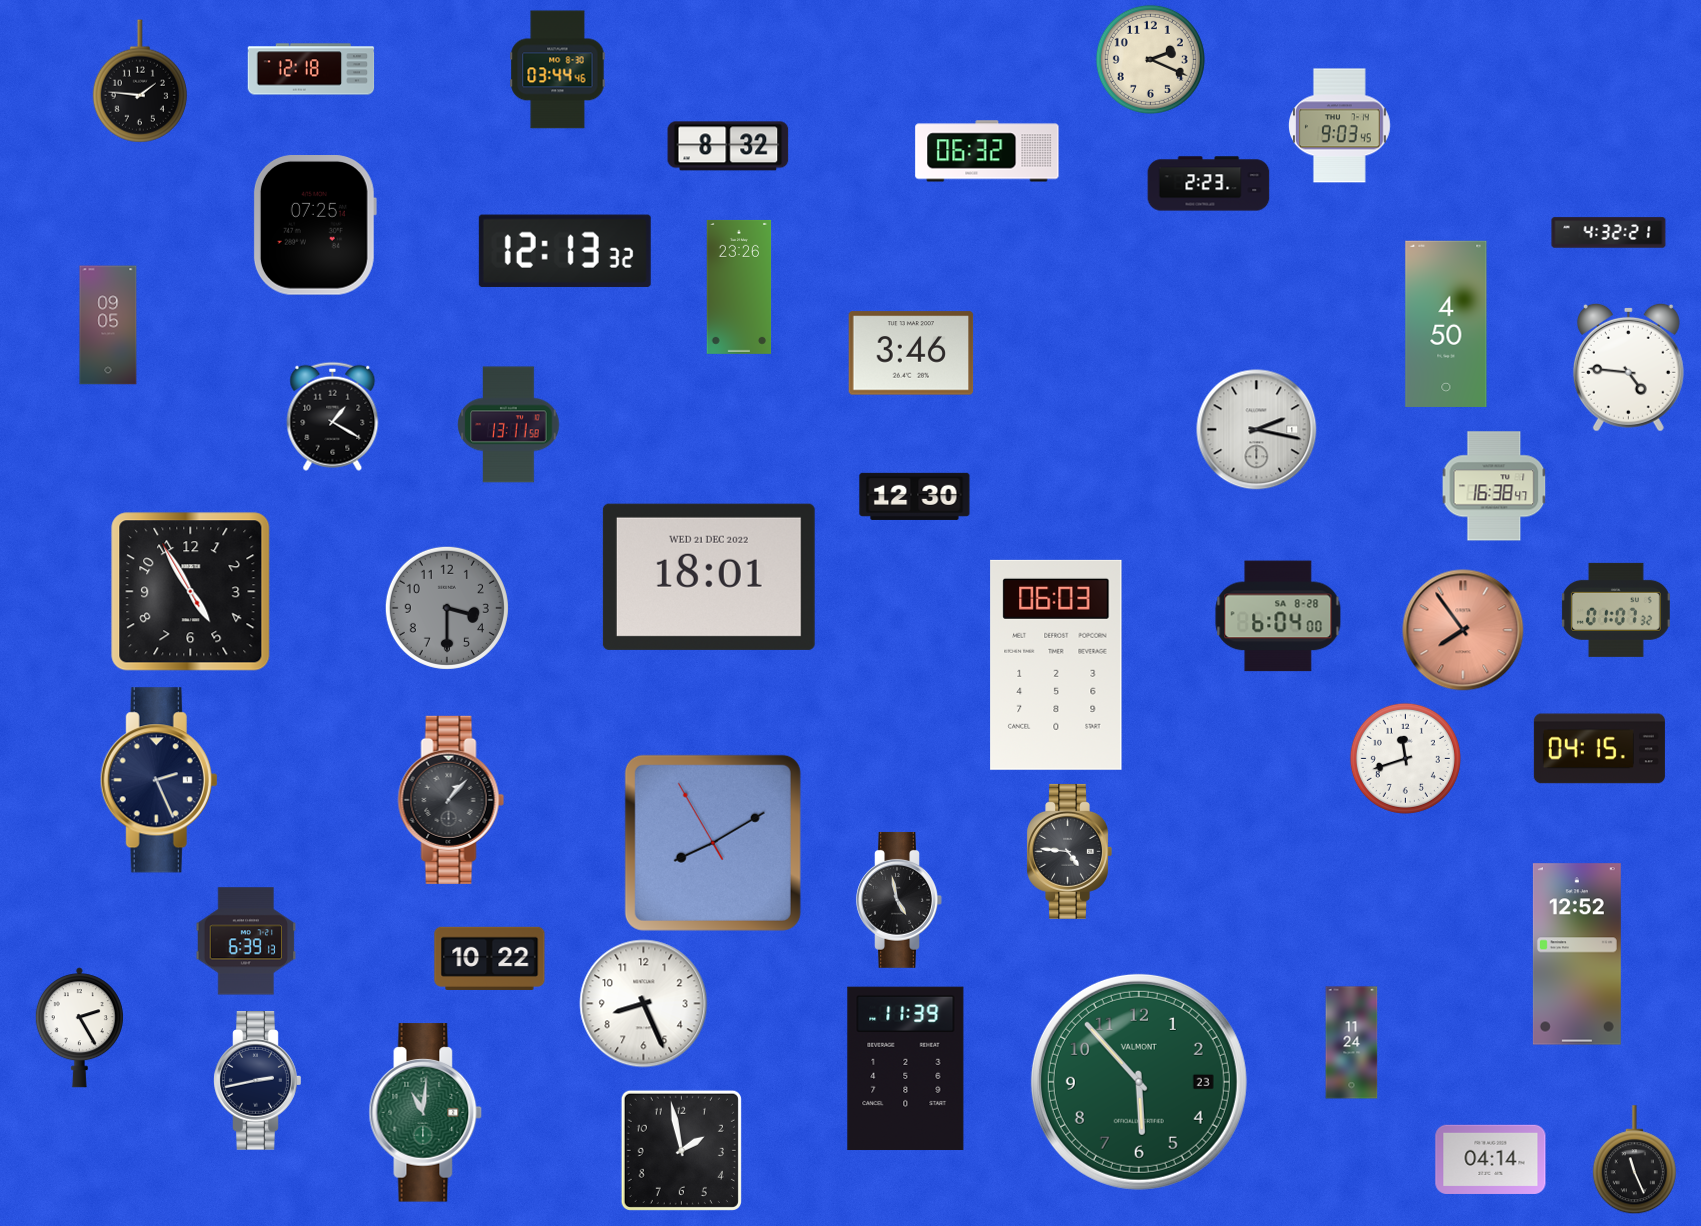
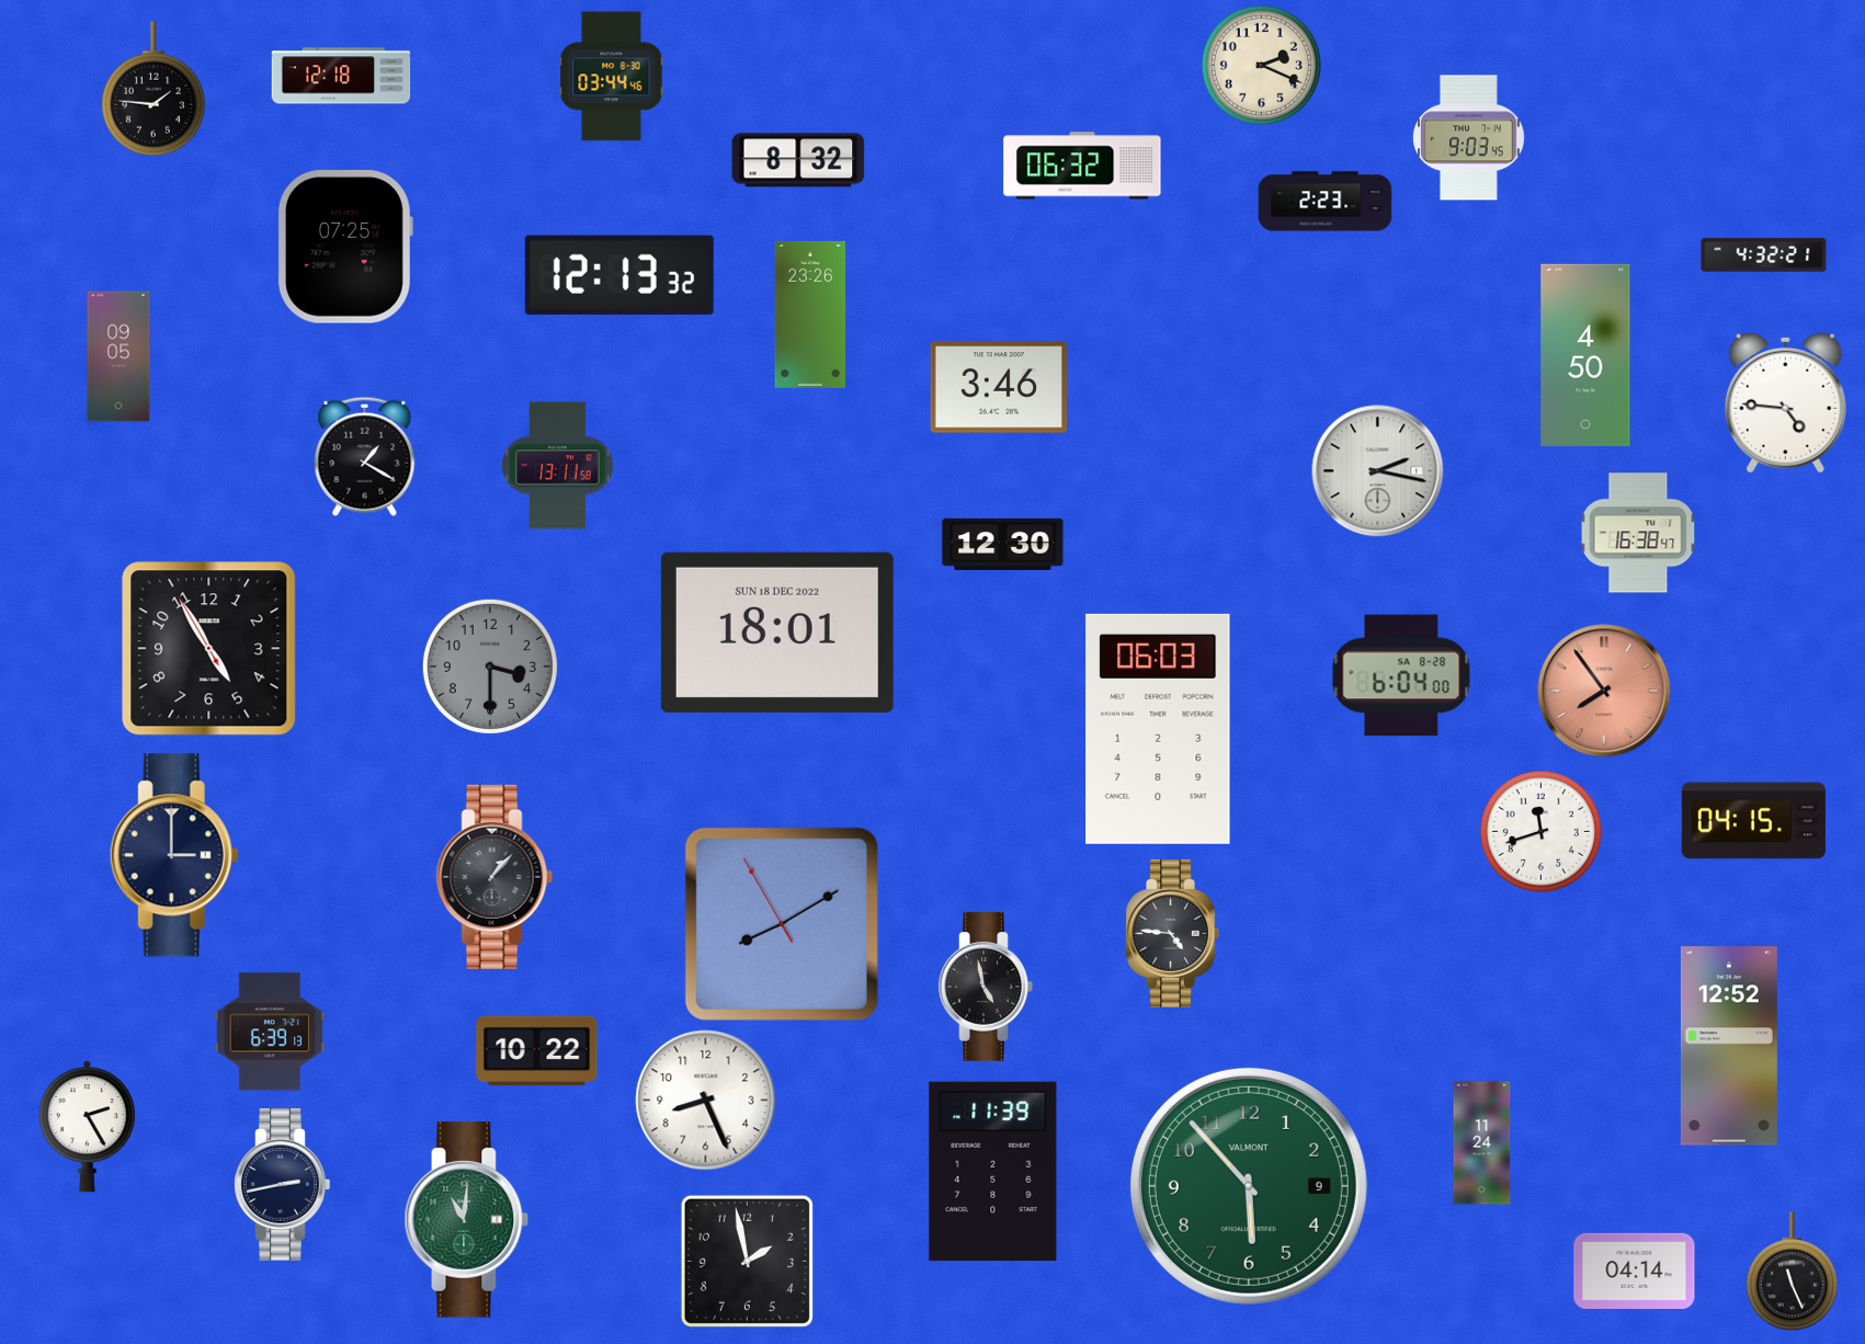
clock at (709, 577) date: WED 21 DEC 2022 -> SUN 18 DEC 2022
clock at (1616, 610): 01:07 -> none
clock at (159, 780): 2:26 -> 3:00
clock at (1139, 1082) date: 23 -> 9
